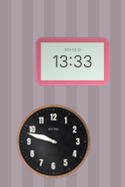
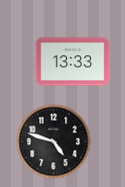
clock at (54, 142): 9:48 -> 4:48
